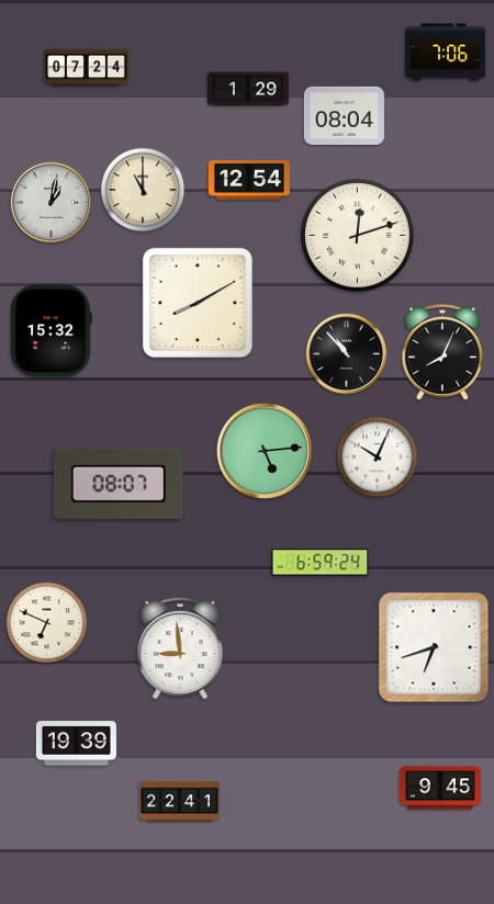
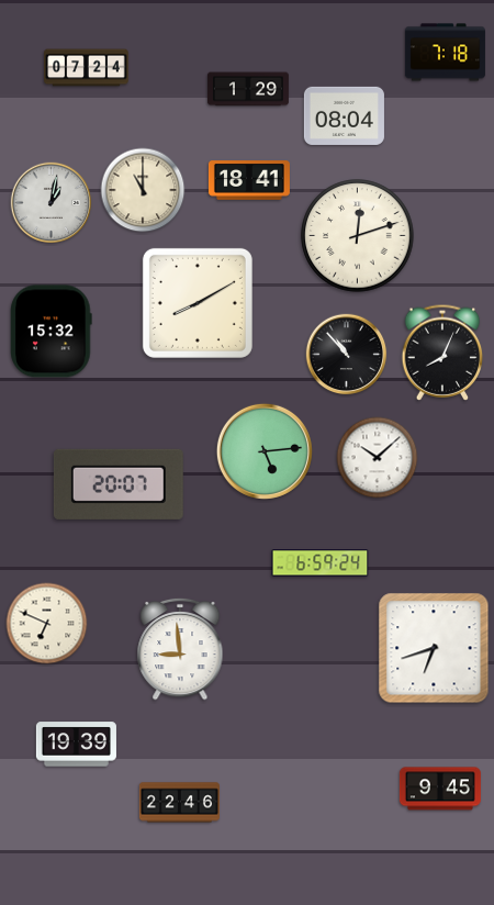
clock at (445, 53): 7:06 -> 7:18
clock at (249, 180): 12:54 -> 18:41
clock at (378, 457): 10:04 -> 10:08
clock at (119, 484): 08:07 -> 20:07
clock at (179, 802): 22:41 -> 22:46
